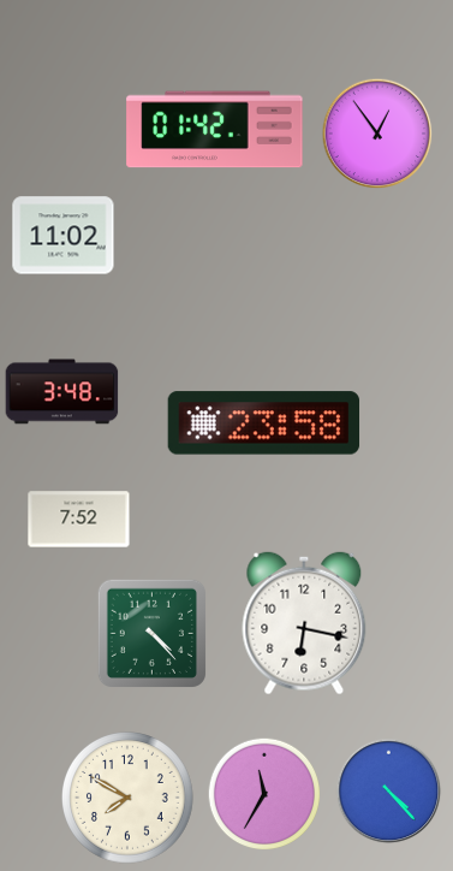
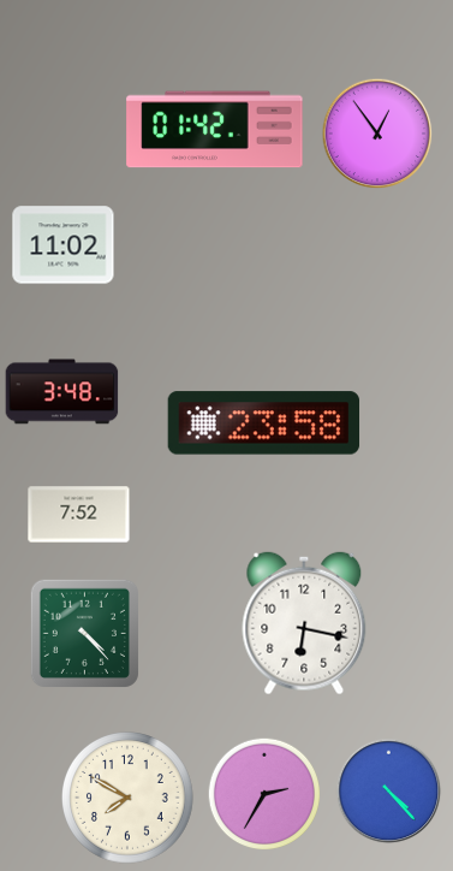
clock at (64, 236) position: (64, 236) -> (64, 245)
clock at (79, 520) position: (79, 520) -> (79, 515)
clock at (151, 633) position: (151, 633) -> (84, 633)
clock at (264, 794): 11:35 -> 2:35
